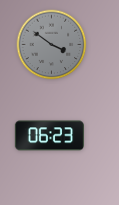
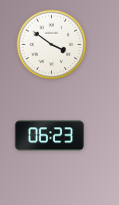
clock at (52, 45) dial: grey -> white
